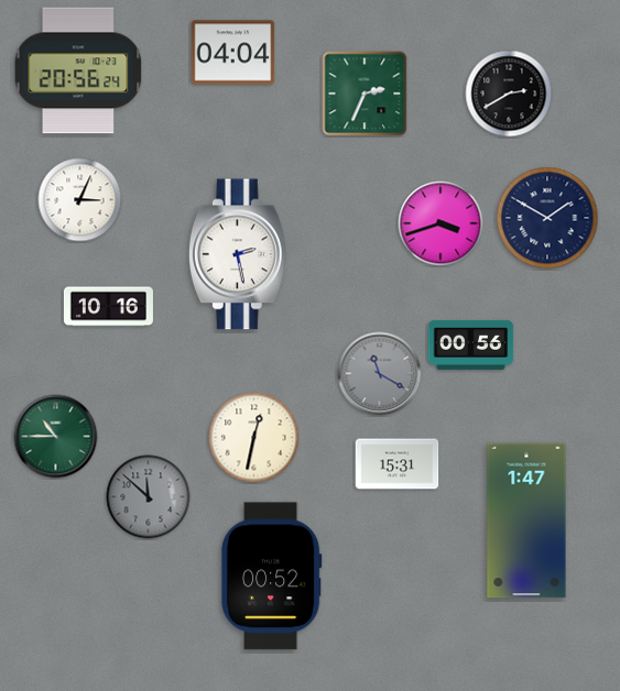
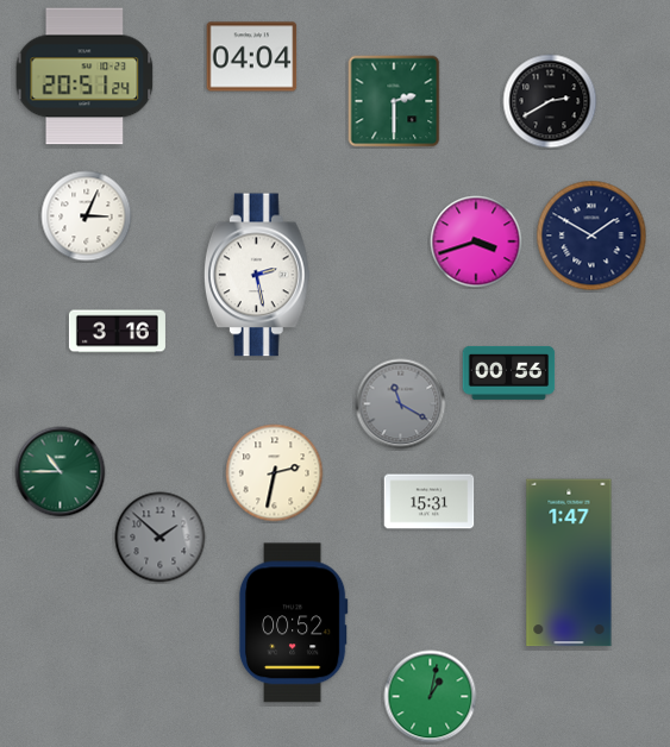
clock at (78, 70): 20:56 -> 20:51
clock at (365, 94): 2:34 -> 2:30
clock at (108, 307): 10:16 -> 3:16
clock at (380, 374) position: (380, 374) -> (401, 404)
clock at (254, 438): 12:32 -> 2:32
clock at (149, 497): 11:52 -> 1:52
clock at (431, 697): none -> 1:02
